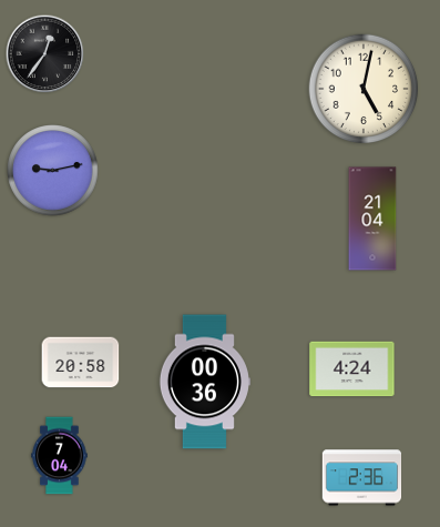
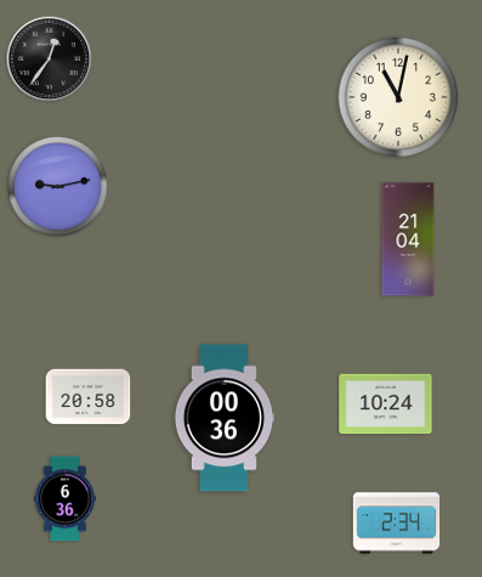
clock at (364, 89): 5:02 -> 11:02
clock at (352, 369): 4:24 -> 10:24
clock at (60, 456): 7:04 -> 6:36
clock at (362, 478): 2:36 -> 2:34
